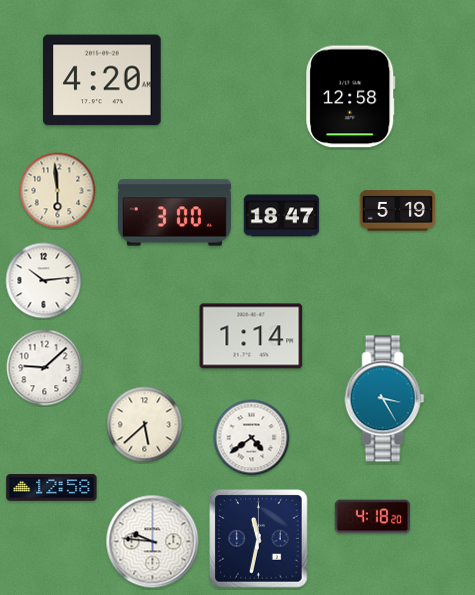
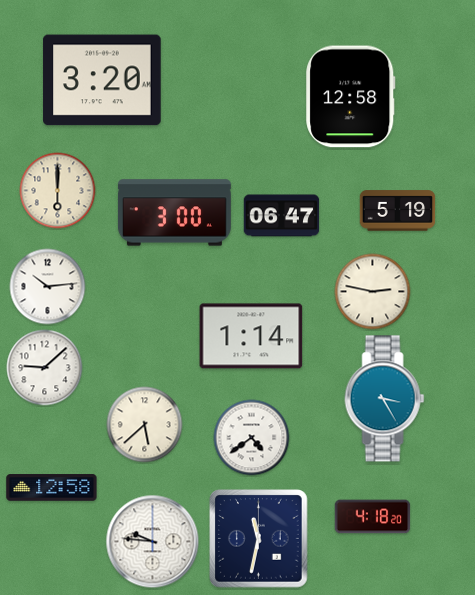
clock at (102, 80): 4:20 -> 3:20
clock at (58, 191): 5:59 -> 6:00
clock at (282, 216): 18:47 -> 06:47
clock at (44, 281) position: (44, 281) -> (48, 287)
clock at (373, 292): none -> 2:47
